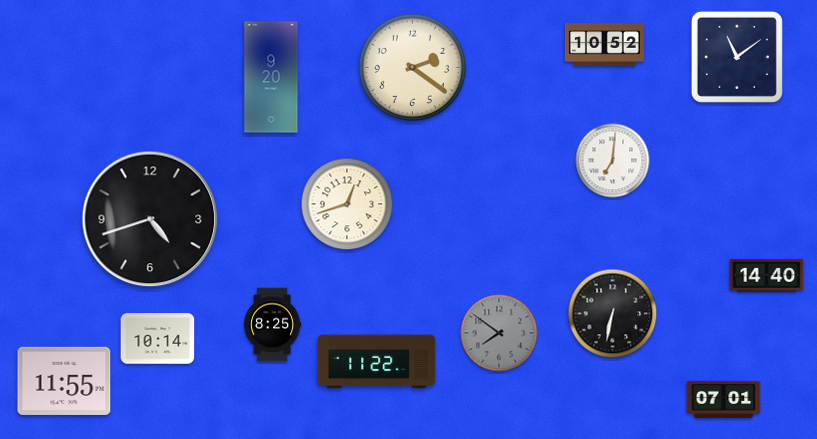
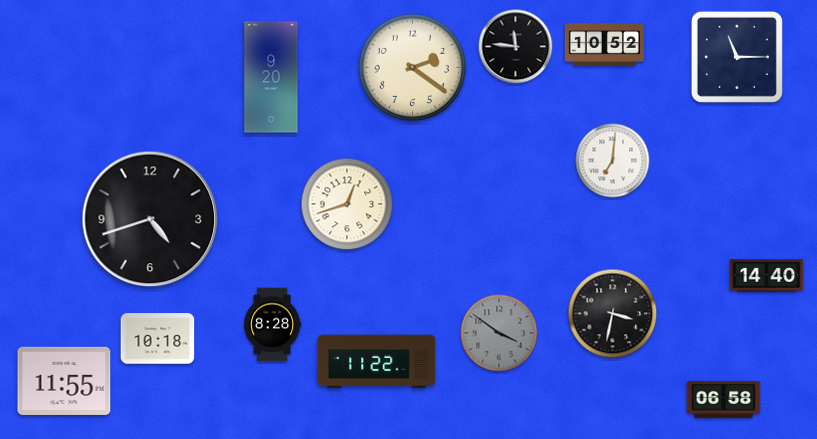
clock at (516, 47): none -> 11:46
clock at (737, 57): 11:09 -> 11:15
clock at (613, 314): 6:32 -> 3:32
clock at (273, 325): 8:25 -> 8:28
clock at (499, 333): 7:51 -> 3:51
clock at (158, 339): 10:14 -> 10:18
clock at (724, 399): 07:01 -> 06:58
